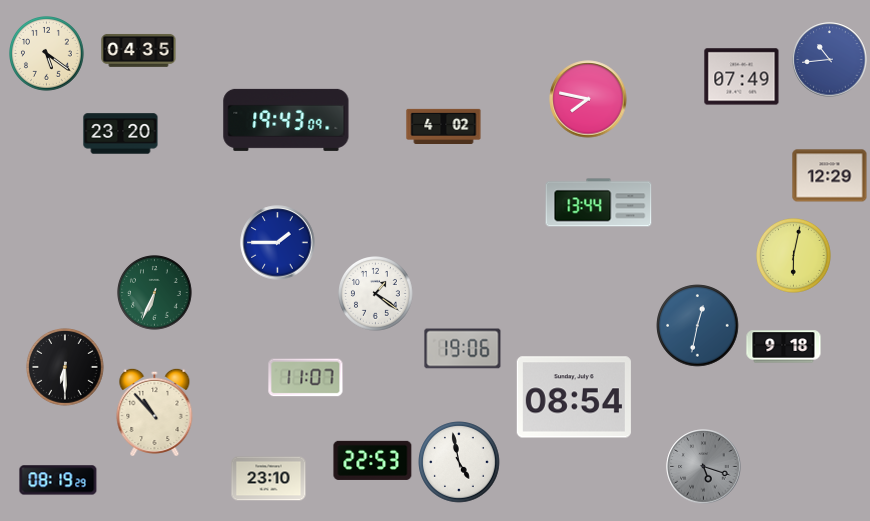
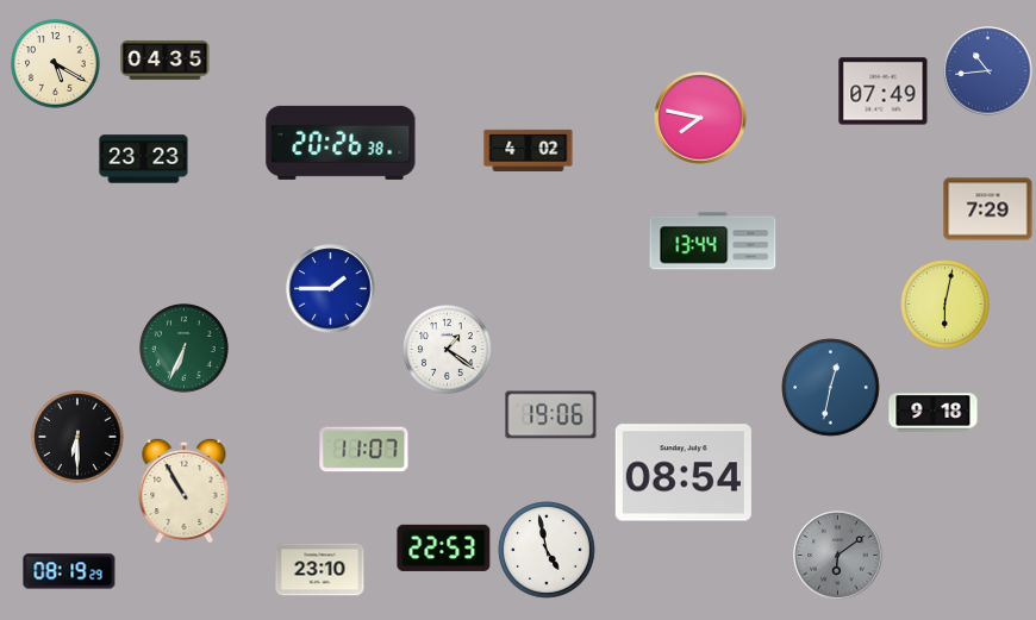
clock at (47, 54): 5:21 -> 5:20
clock at (286, 120): 19:43 -> 20:26
clock at (121, 134): 23:20 -> 23:23
clock at (830, 176): 12:29 -> 7:29
clock at (155, 411): 10:53 -> 10:55
clock at (704, 467): 5:18 -> 6:09
